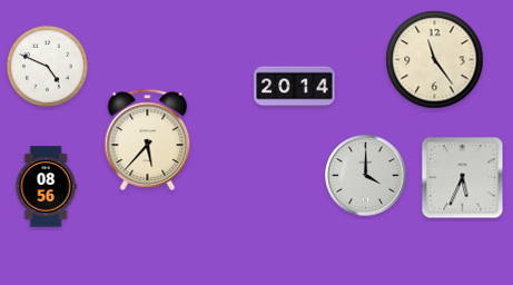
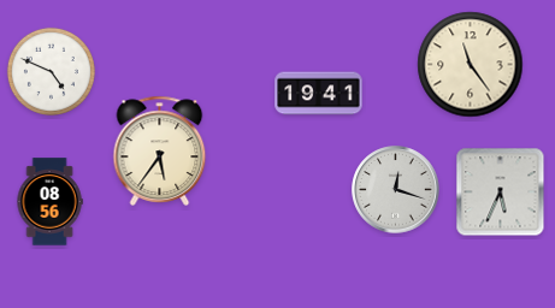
clock at (295, 87): 20:14 -> 19:41
clock at (148, 139): 5:37 -> 5:36
clock at (366, 176): 4:00 -> 12:18
